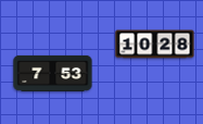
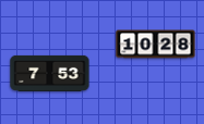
clock at (53, 73) position: (53, 73) -> (50, 73)
